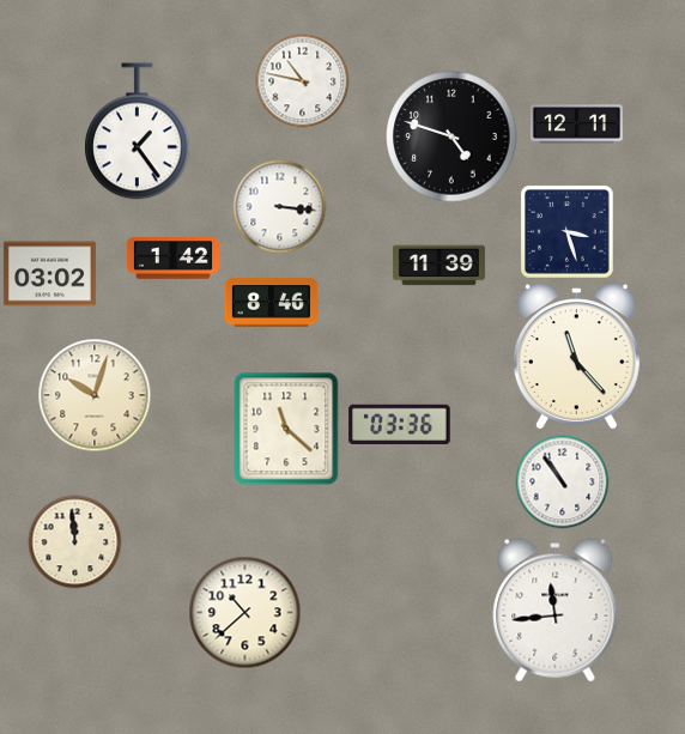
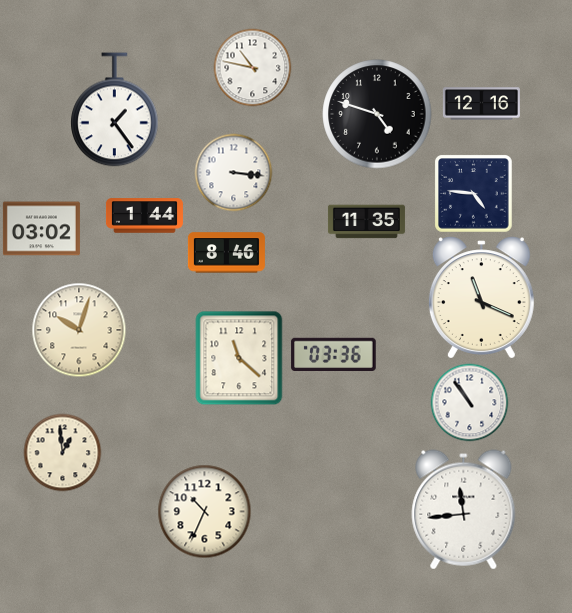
clock at (576, 125): 12:11 -> 12:16
clock at (566, 231): 3:27 -> 4:46
clock at (172, 259): 1:42 -> 1:44
clock at (438, 266): 11:39 -> 11:35
clock at (576, 357): 11:23 -> 11:19
clock at (74, 541): 11:59 -> 12:59
clock at (244, 612): 10:38 -> 10:34
